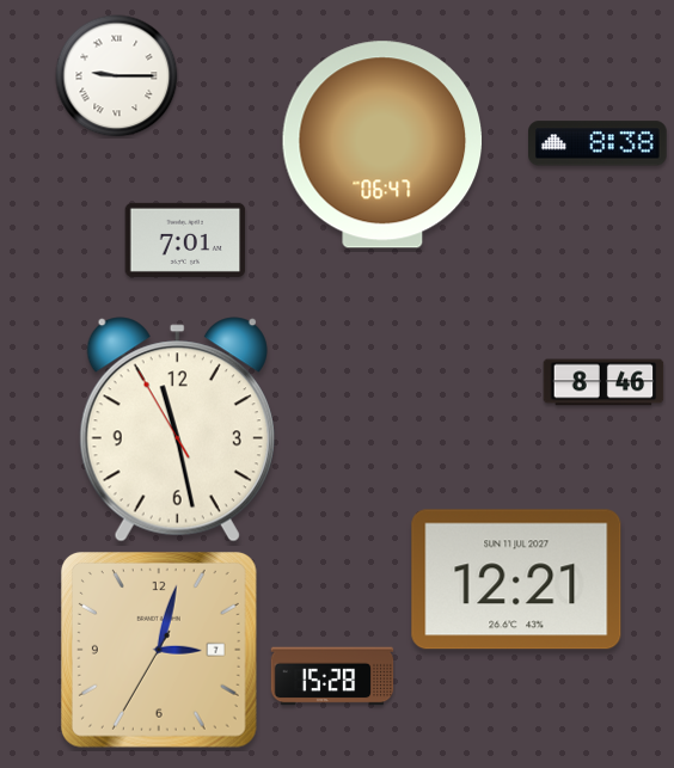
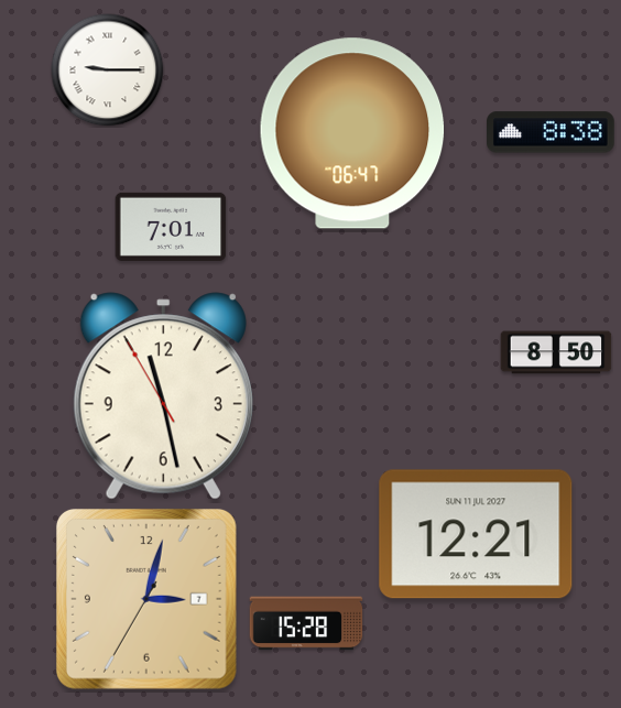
clock at (185, 240) position: (185, 240) -> (171, 227)
clock at (603, 382): 8:46 -> 8:50
